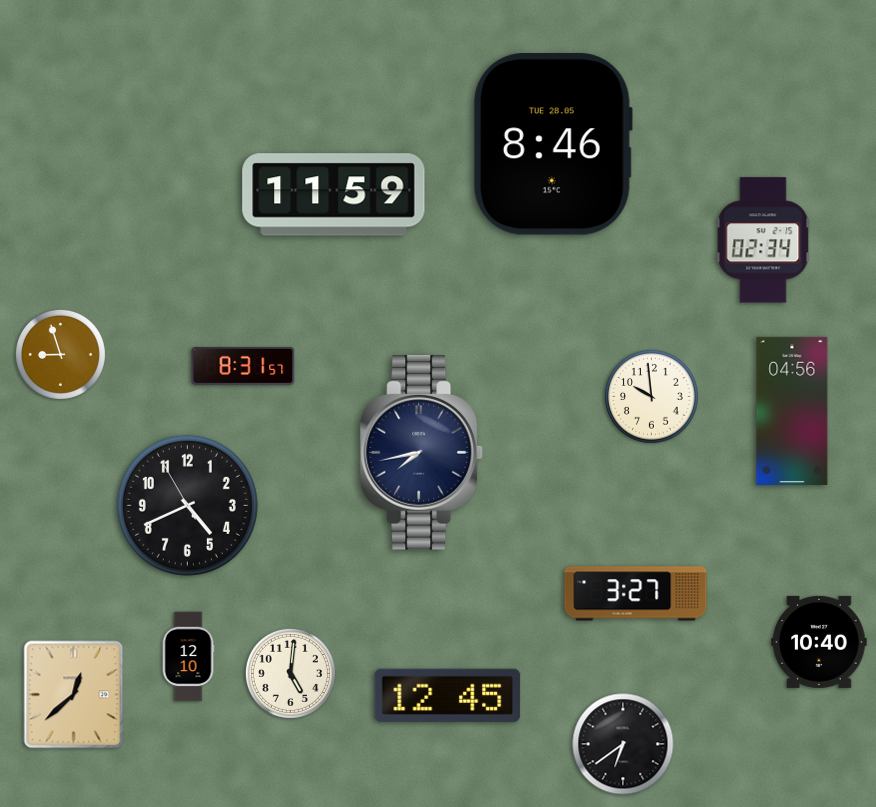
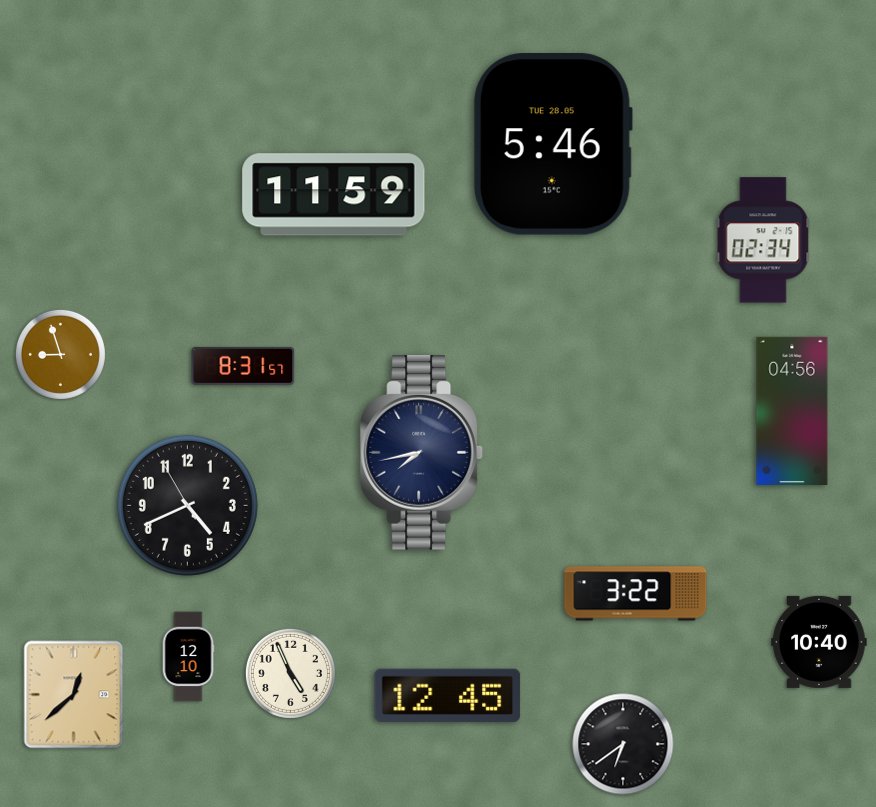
clock at (553, 144): 8:46 -> 5:46
clock at (652, 397): 9:59 -> none
clock at (636, 594): 3:27 -> 3:22
clock at (290, 673): 5:01 -> 4:56
